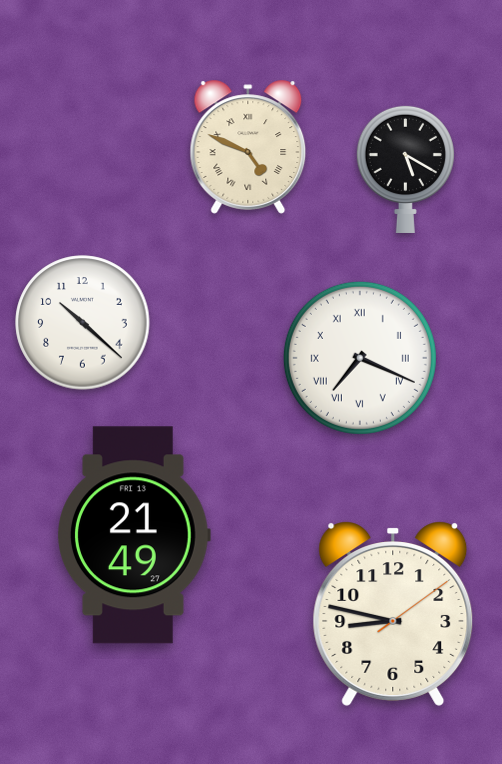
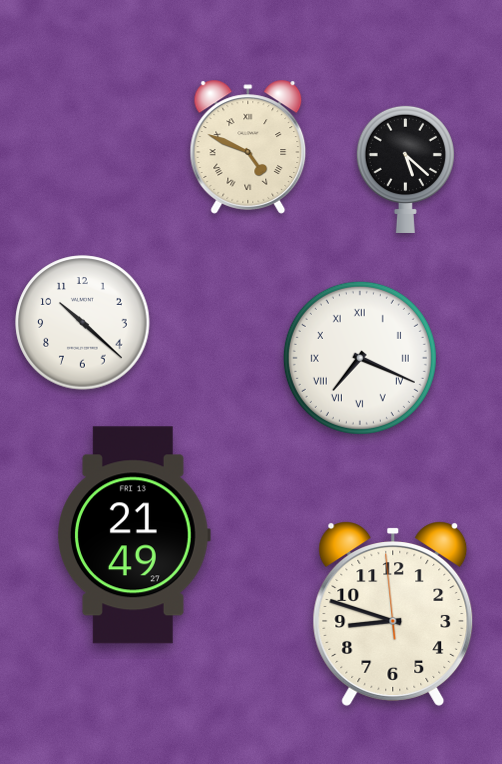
clock at (405, 169): 5:20 -> 5:22
clock at (393, 614): 8:47:09 -> 8:47:59
